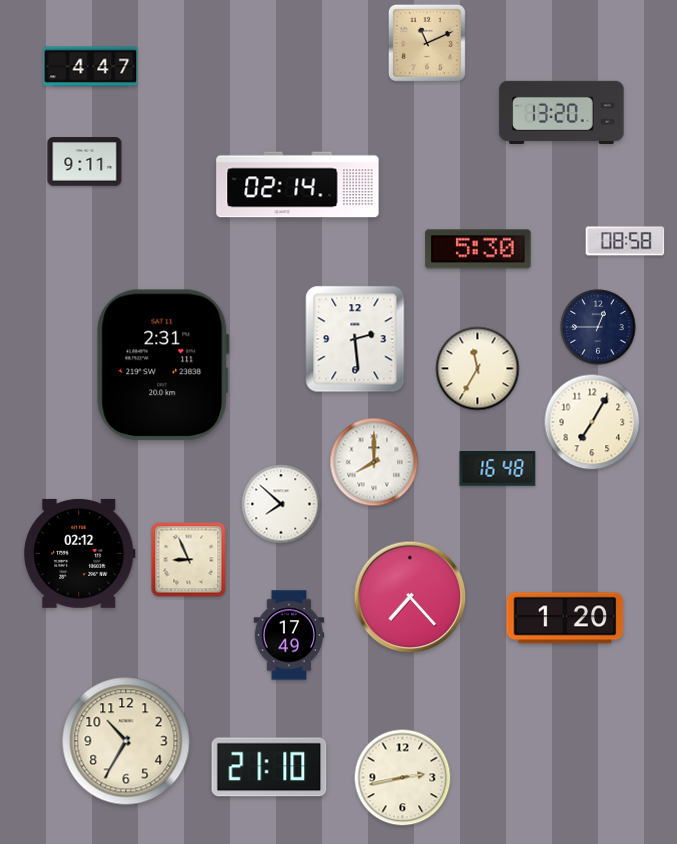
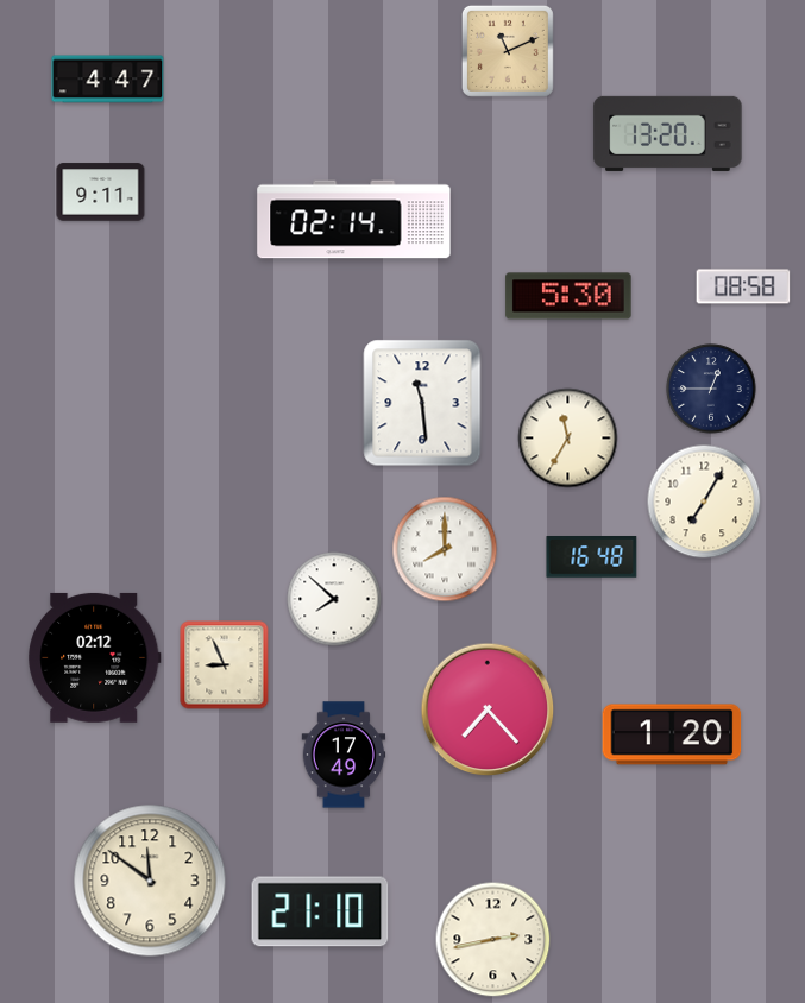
clock at (355, 339): 2:29 -> 11:29
clock at (163, 365): 2:31 -> none
clock at (126, 741): 10:35 -> 11:51
clock at (403, 778) position: (403, 778) -> (493, 940)
